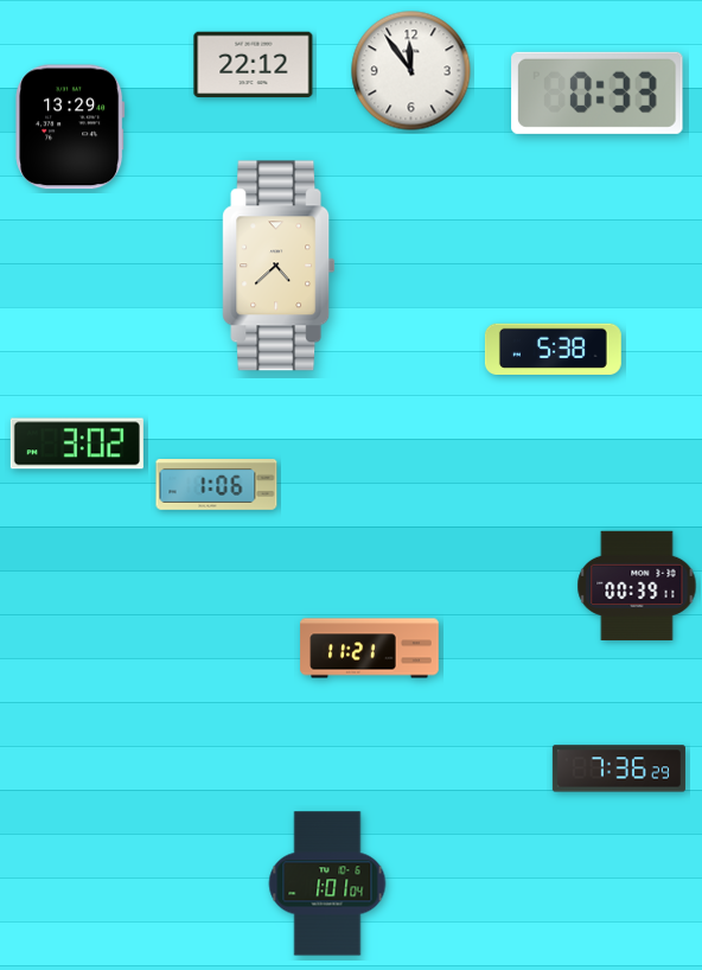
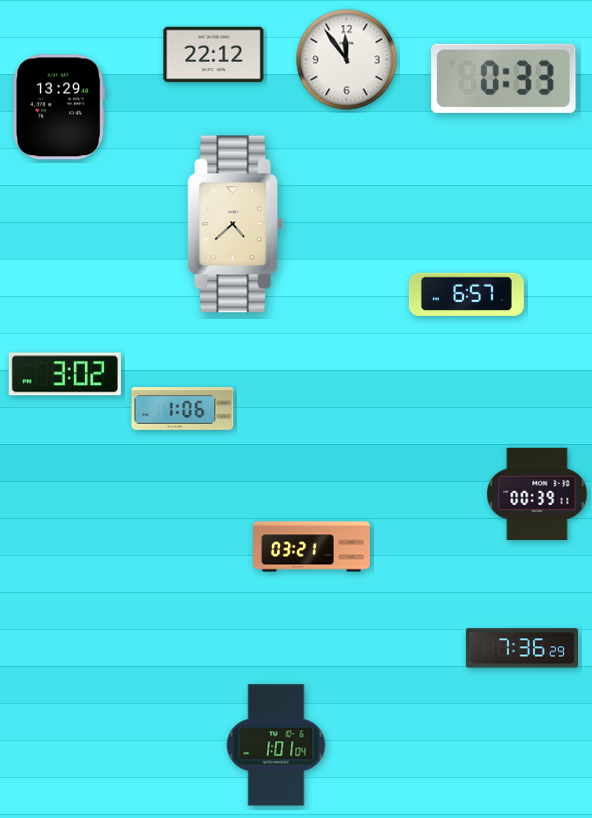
clock at (553, 349): 5:38 -> 6:57
clock at (370, 649): 11:21 -> 03:21
